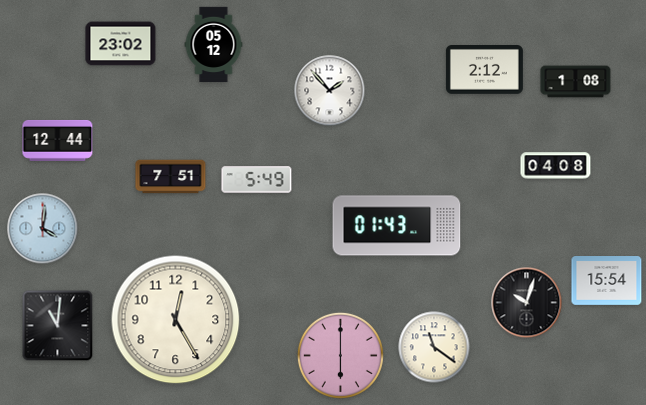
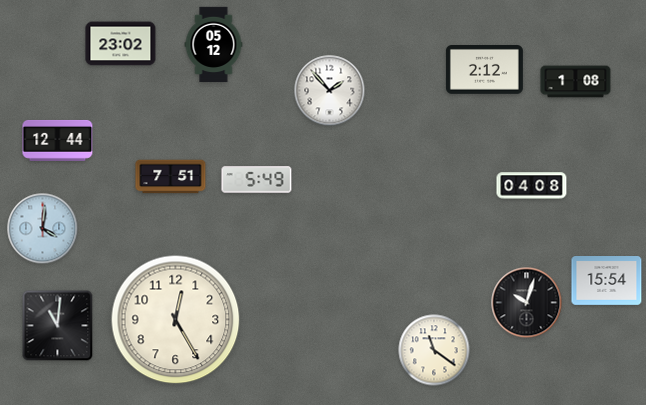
clock at (556, 166) position: (556, 166) -> (532, 186)
clock at (397, 226): 01:43 -> none
clock at (434, 347) position: (434, 347) -> (434, 350)
clock at (340, 355): 6:00 -> none
